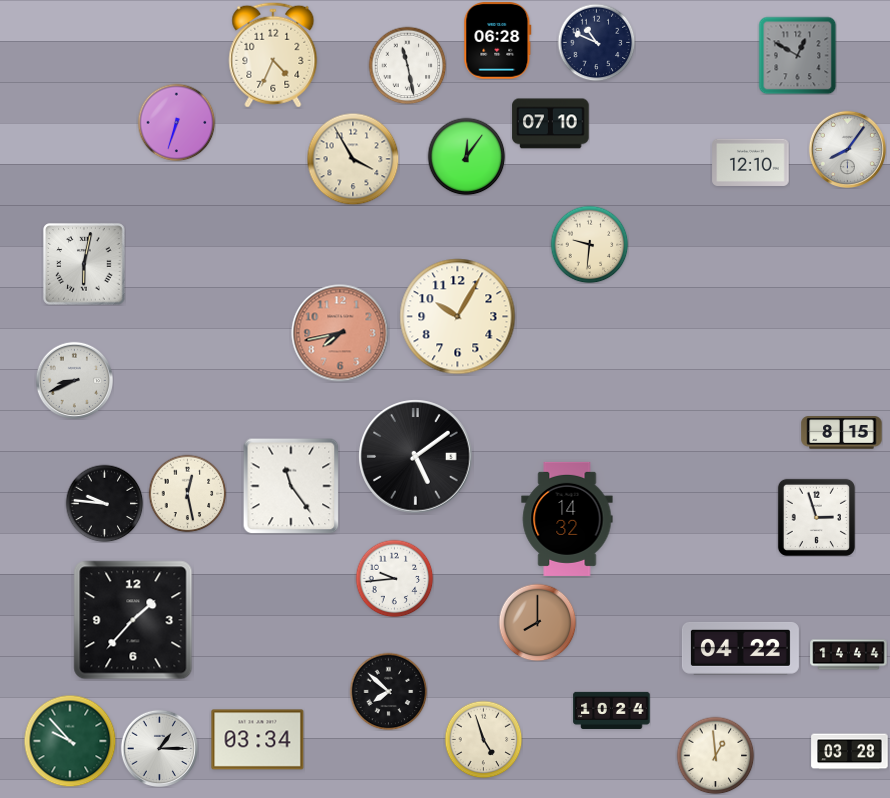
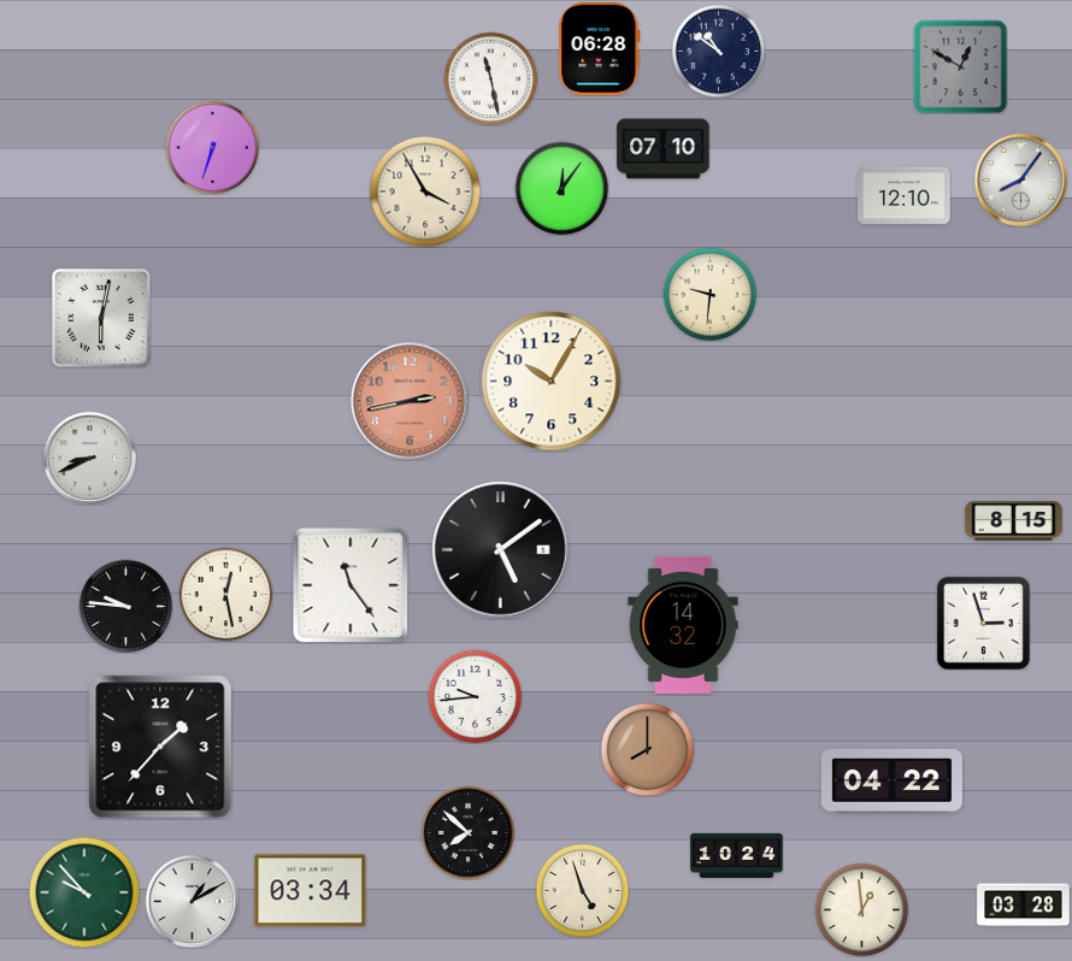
clock at (596, 42): 10:49 -> 10:51
clock at (273, 55): 4:34 -> none
clock at (340, 333): 7:43 -> 2:43
clock at (849, 655): 14:44 -> none
clock at (159, 748): 1:15 -> 1:10
